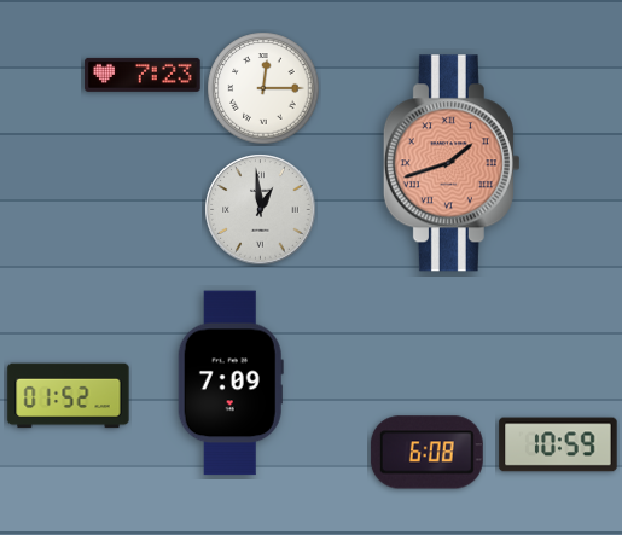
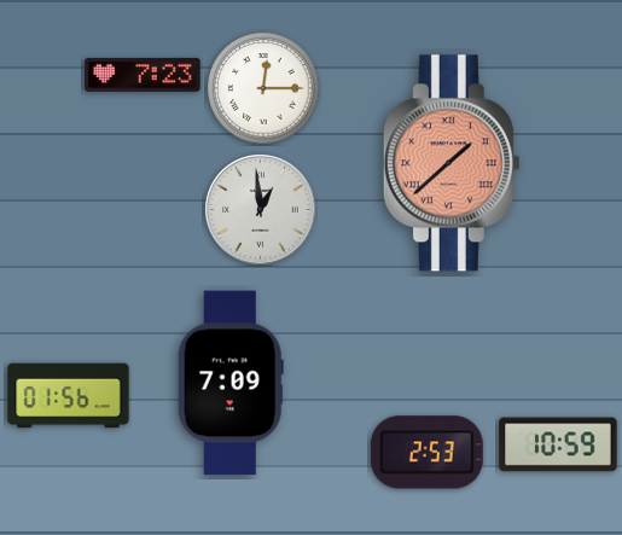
clock at (452, 163): 1:42 -> 1:38
clock at (69, 396): 01:52 -> 01:56
clock at (426, 453): 6:08 -> 2:53
